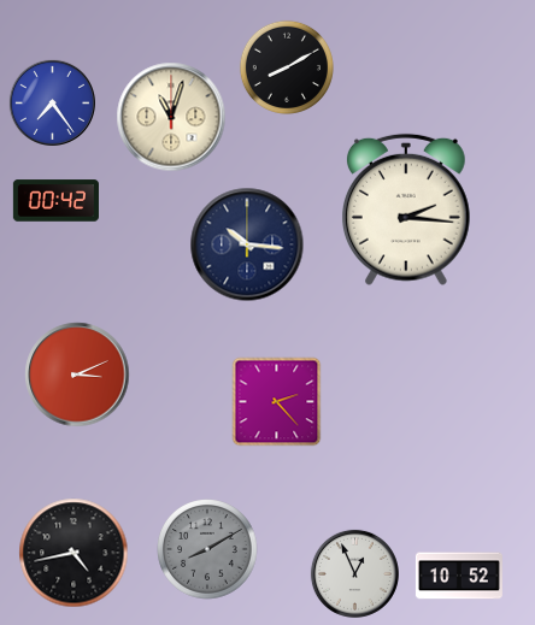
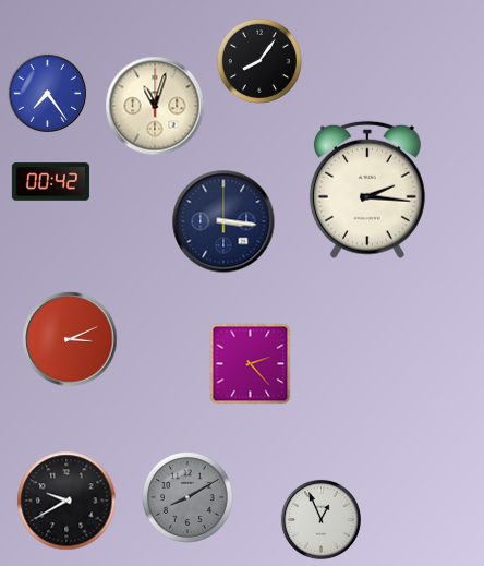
clock at (287, 67): 8:10 -> 8:06
clock at (247, 244): 10:16 -> 3:16
clock at (74, 553): 4:43 -> 9:40
clock at (459, 576): 10:52 -> none
